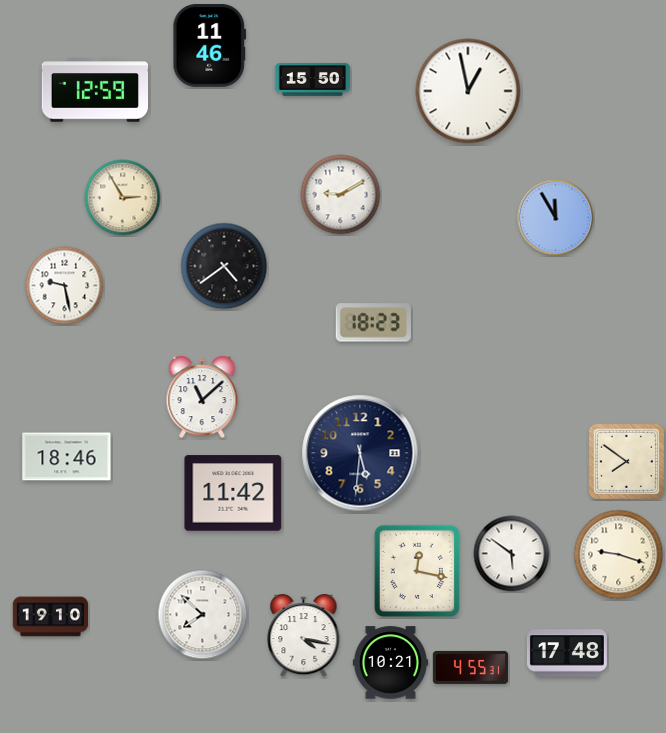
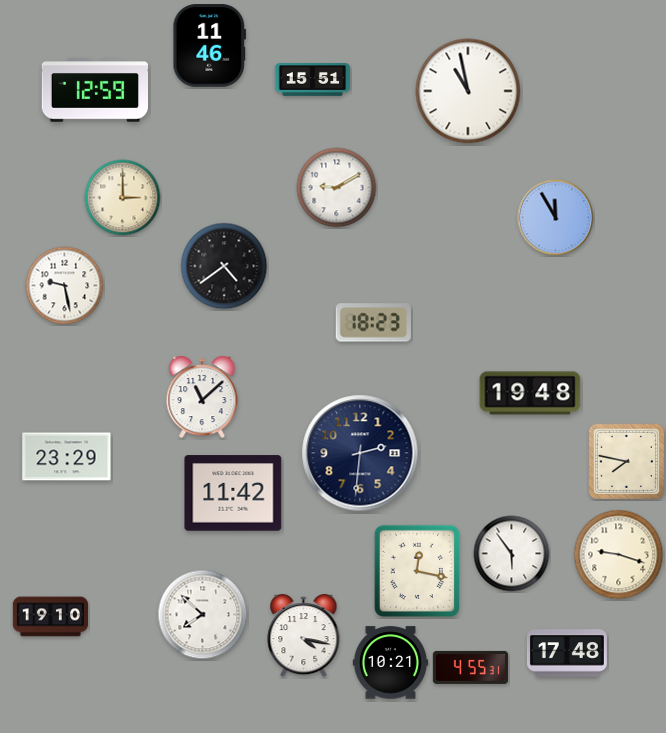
clock at (313, 80): 15:50 -> 15:51
clock at (468, 91): 12:58 -> 10:58
clock at (341, 195) position: (341, 195) -> (337, 188)
clock at (123, 198): 2:55 -> 3:00
clock at (530, 393): none -> 19:48
clock at (360, 453): 5:31 -> 2:31
clock at (67, 457): 18:46 -> 23:29
clock at (626, 461): 7:51 -> 7:47
clock at (512, 554): 5:51 -> 5:54
